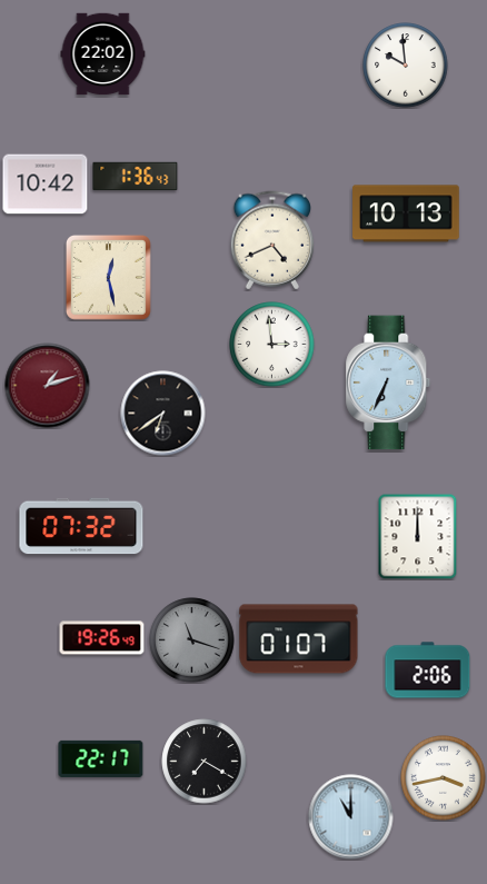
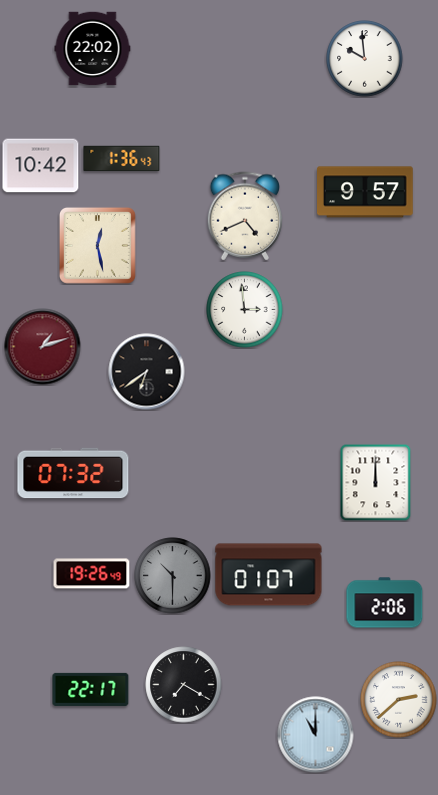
clock at (407, 213): 10:13 -> 9:57
clock at (109, 278) position: (109, 278) -> (98, 246)
clock at (388, 383): 6:34 -> none
clock at (192, 640): 11:18 -> 10:30
clock at (101, 758) position: (101, 758) -> (91, 689)
clock at (444, 778): 3:43 -> 2:38
